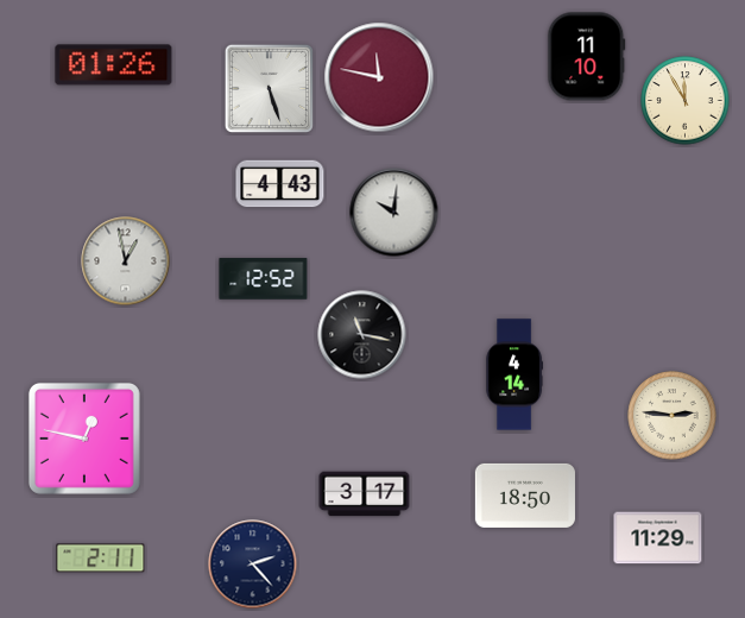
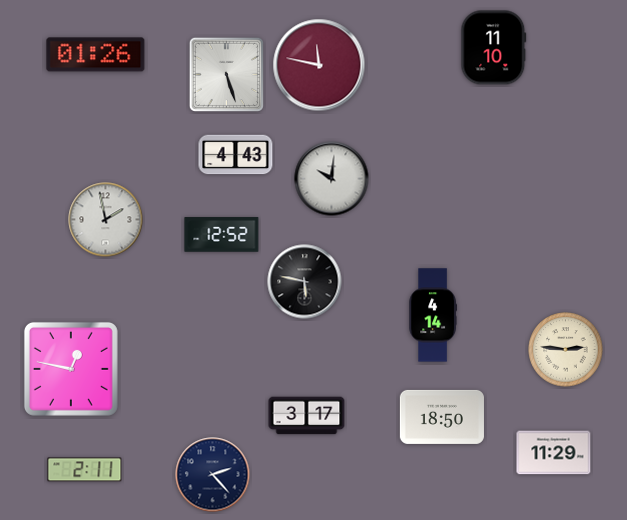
clock at (686, 101): 11:55 -> none
clock at (126, 261): 12:58 -> 1:58
clock at (362, 335): 11:17 -> 5:47
